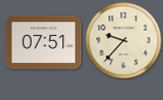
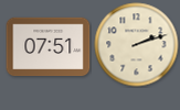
clock at (124, 41): 9:37 -> 2:12
